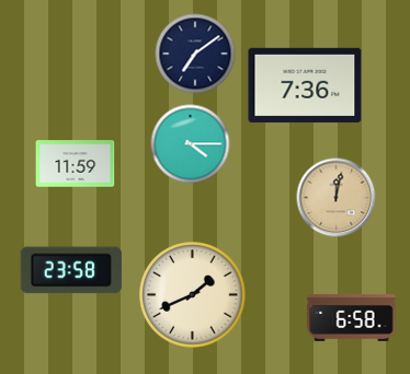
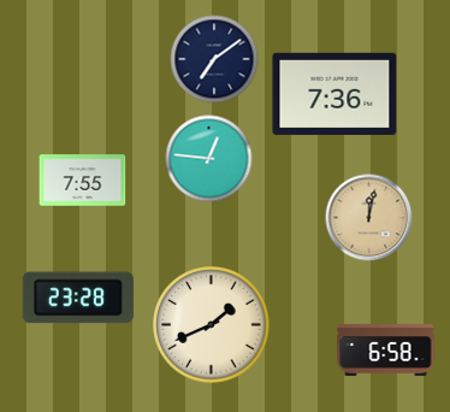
clock at (191, 144): 4:15 -> 12:46
clock at (76, 164): 11:59 -> 7:55
clock at (71, 270): 23:58 -> 23:28
